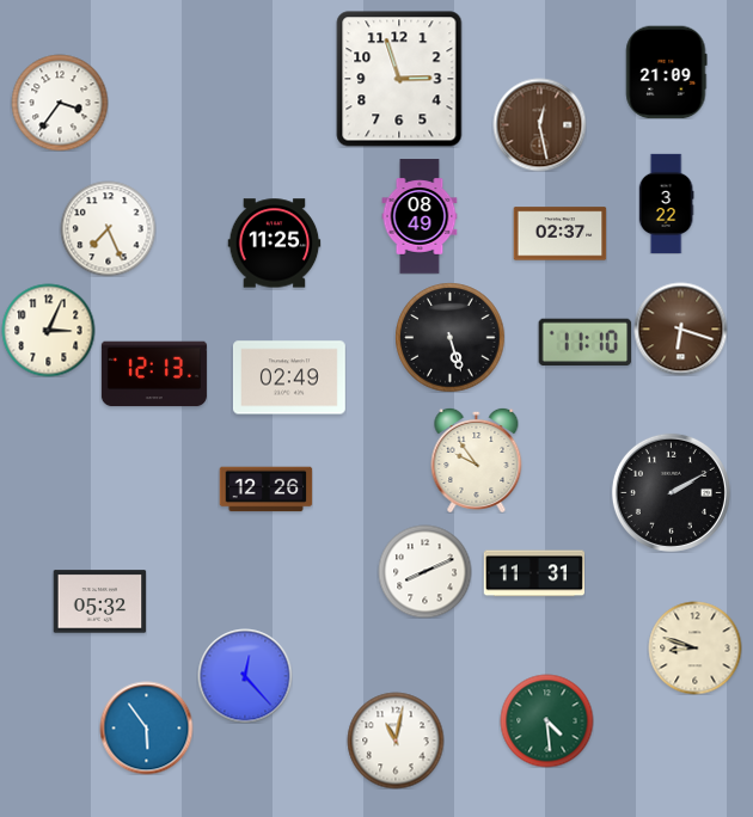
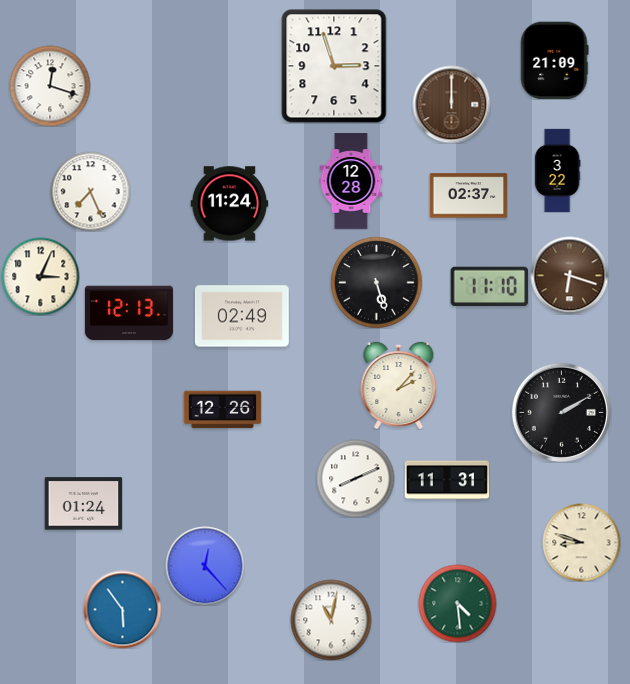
clock at (667, 72) position: (667, 72) -> (555, 60)
clock at (60, 103): 3:36 -> 12:18
clock at (539, 124): 12:28 -> 12:00
clock at (420, 216): 08:49 -> 12:28
clock at (274, 244): 11:25 -> 11:24
clock at (477, 460): 9:54 -> 2:07
clock at (99, 602): 05:32 -> 01:24
